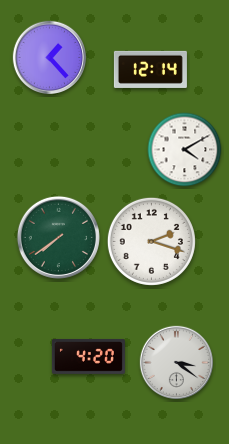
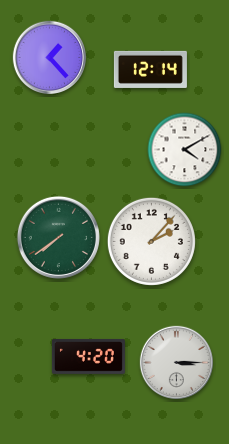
clock at (151, 241): 2:18 -> 2:07
clock at (176, 362): 3:21 -> 3:15
